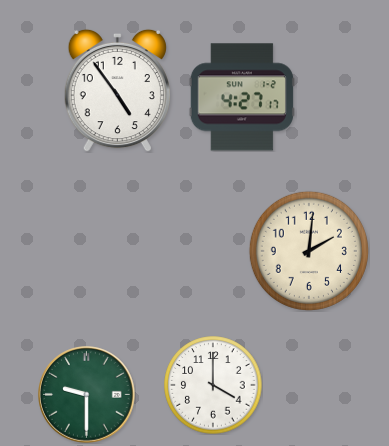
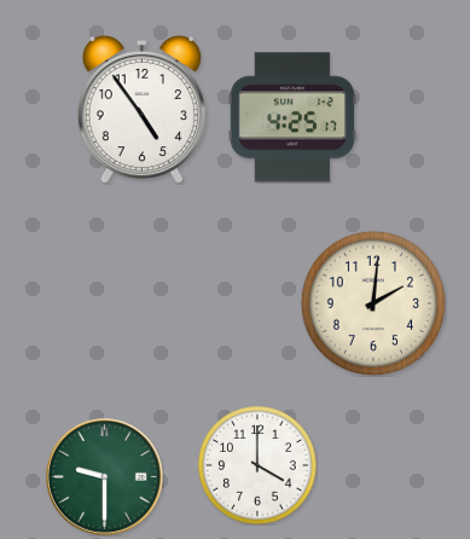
clock at (242, 97): 4:27 -> 4:25
